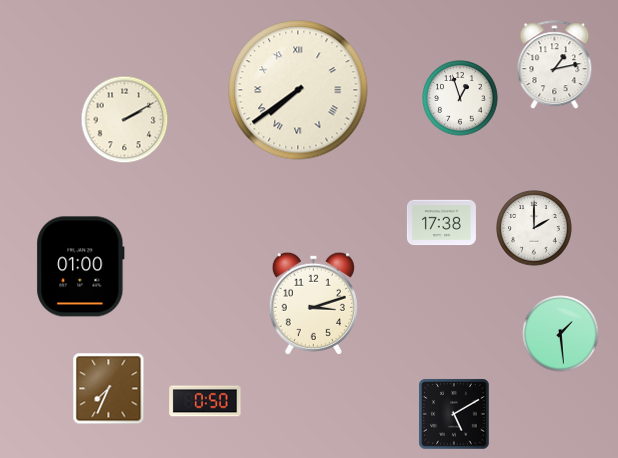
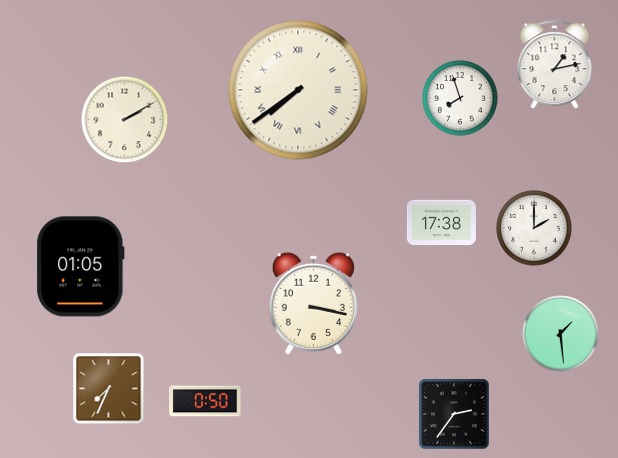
clock at (460, 98): 12:57 -> 7:57
clock at (81, 267): 01:00 -> 01:05
clock at (313, 303): 3:12 -> 3:17
clock at (454, 414): 5:10 -> 2:36
